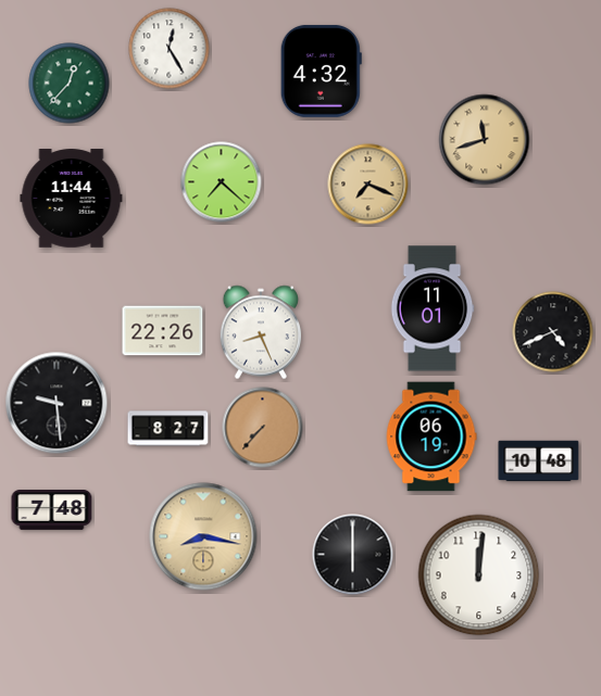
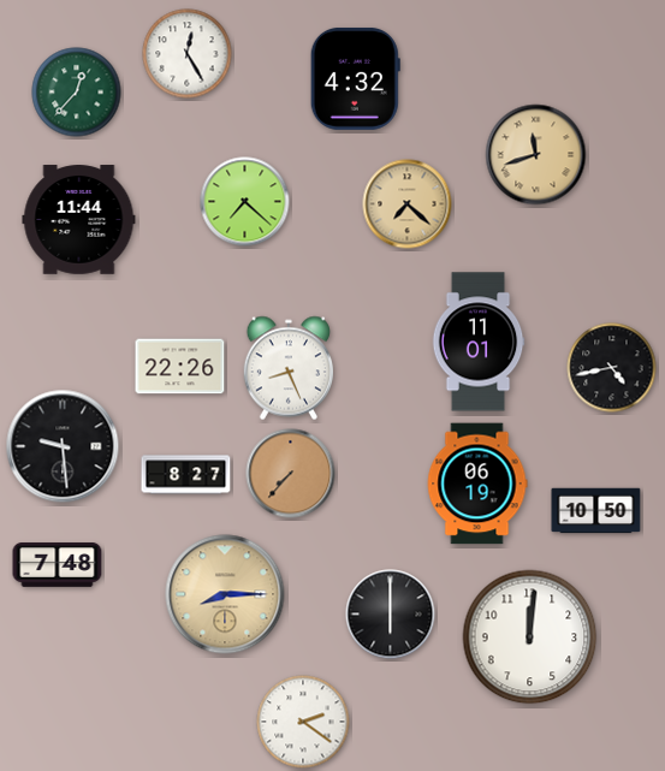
clock at (368, 185): 7:19 -> 7:22
clock at (553, 332): 4:41 -> 4:43
clock at (539, 461): 10:48 -> 10:50
clock at (203, 536): 8:17 -> 8:15
clock at (303, 722): none -> 2:21
